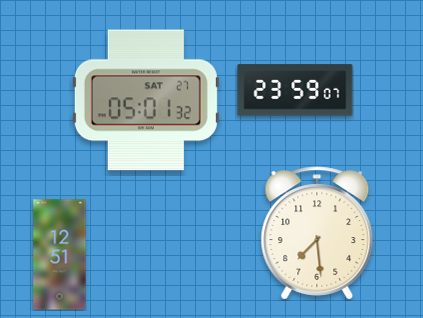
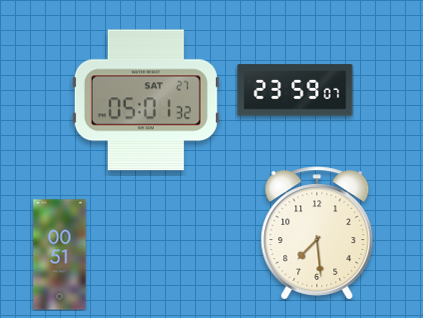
clock at (60, 255): 12:51 -> 00:51
